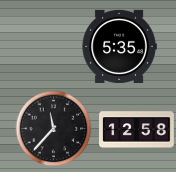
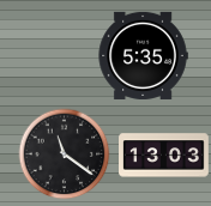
clock at (54, 129): 11:37 -> 11:21
clock at (137, 130): 12:58 -> 13:03
